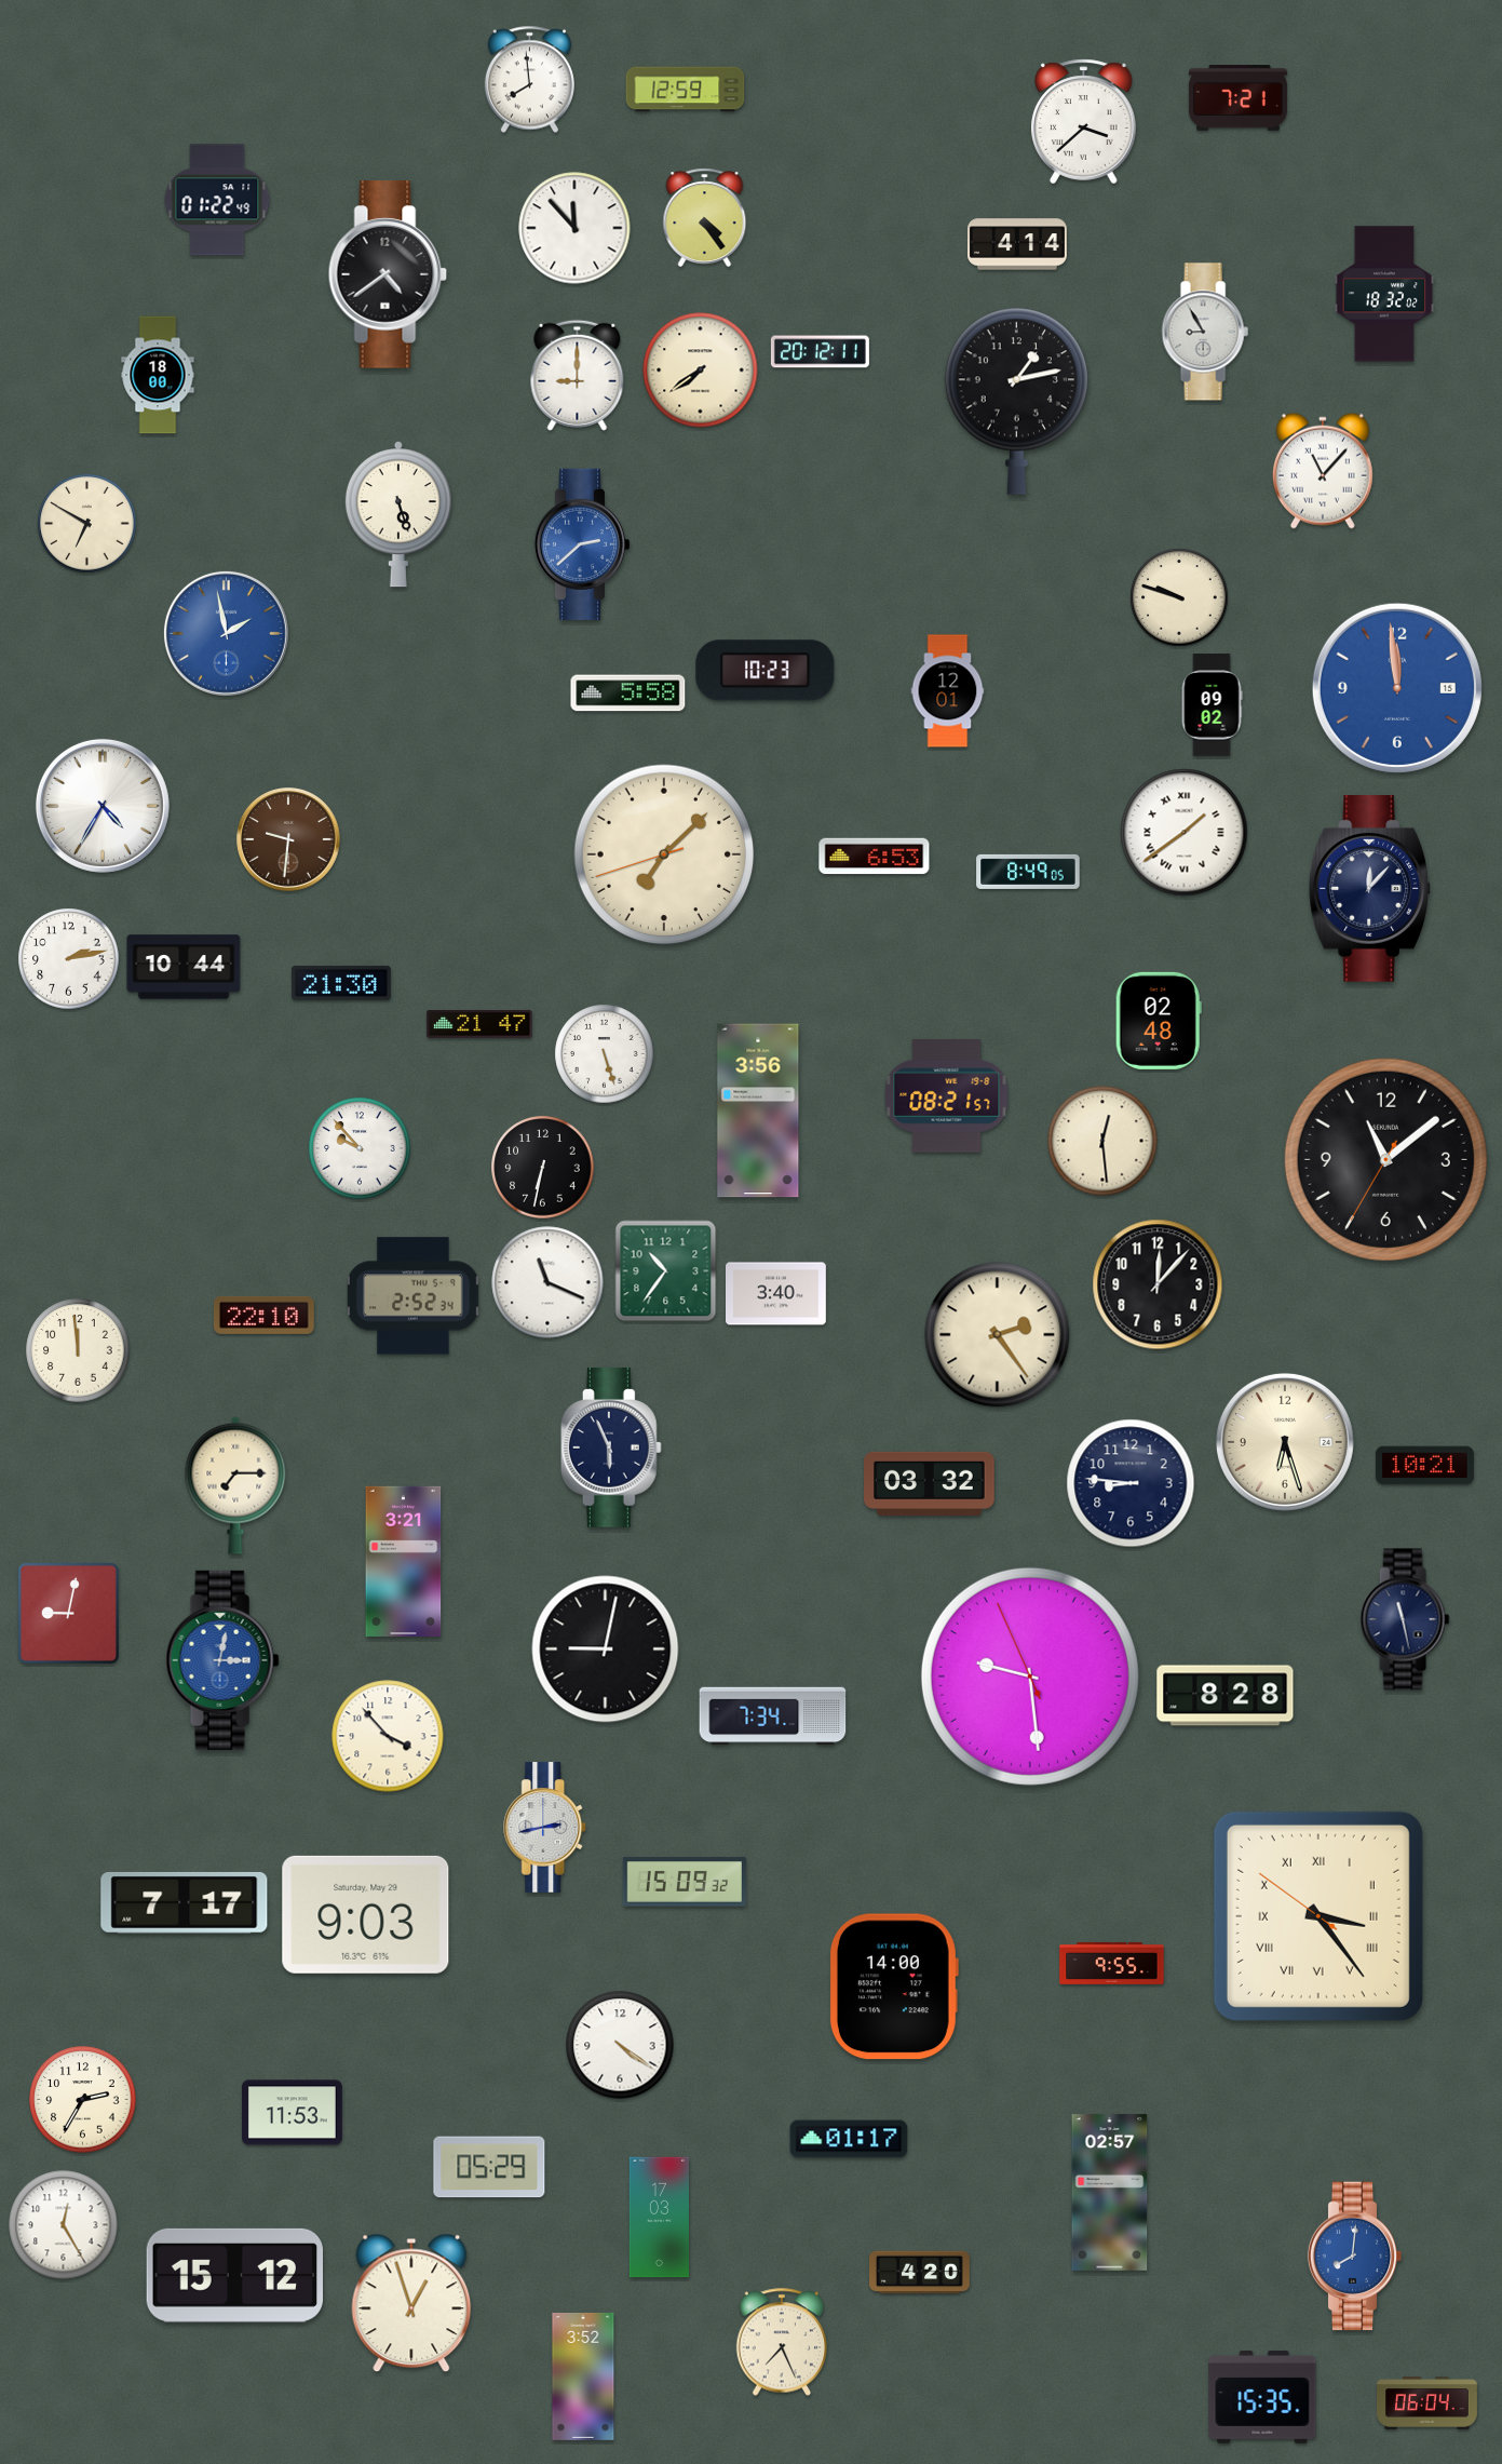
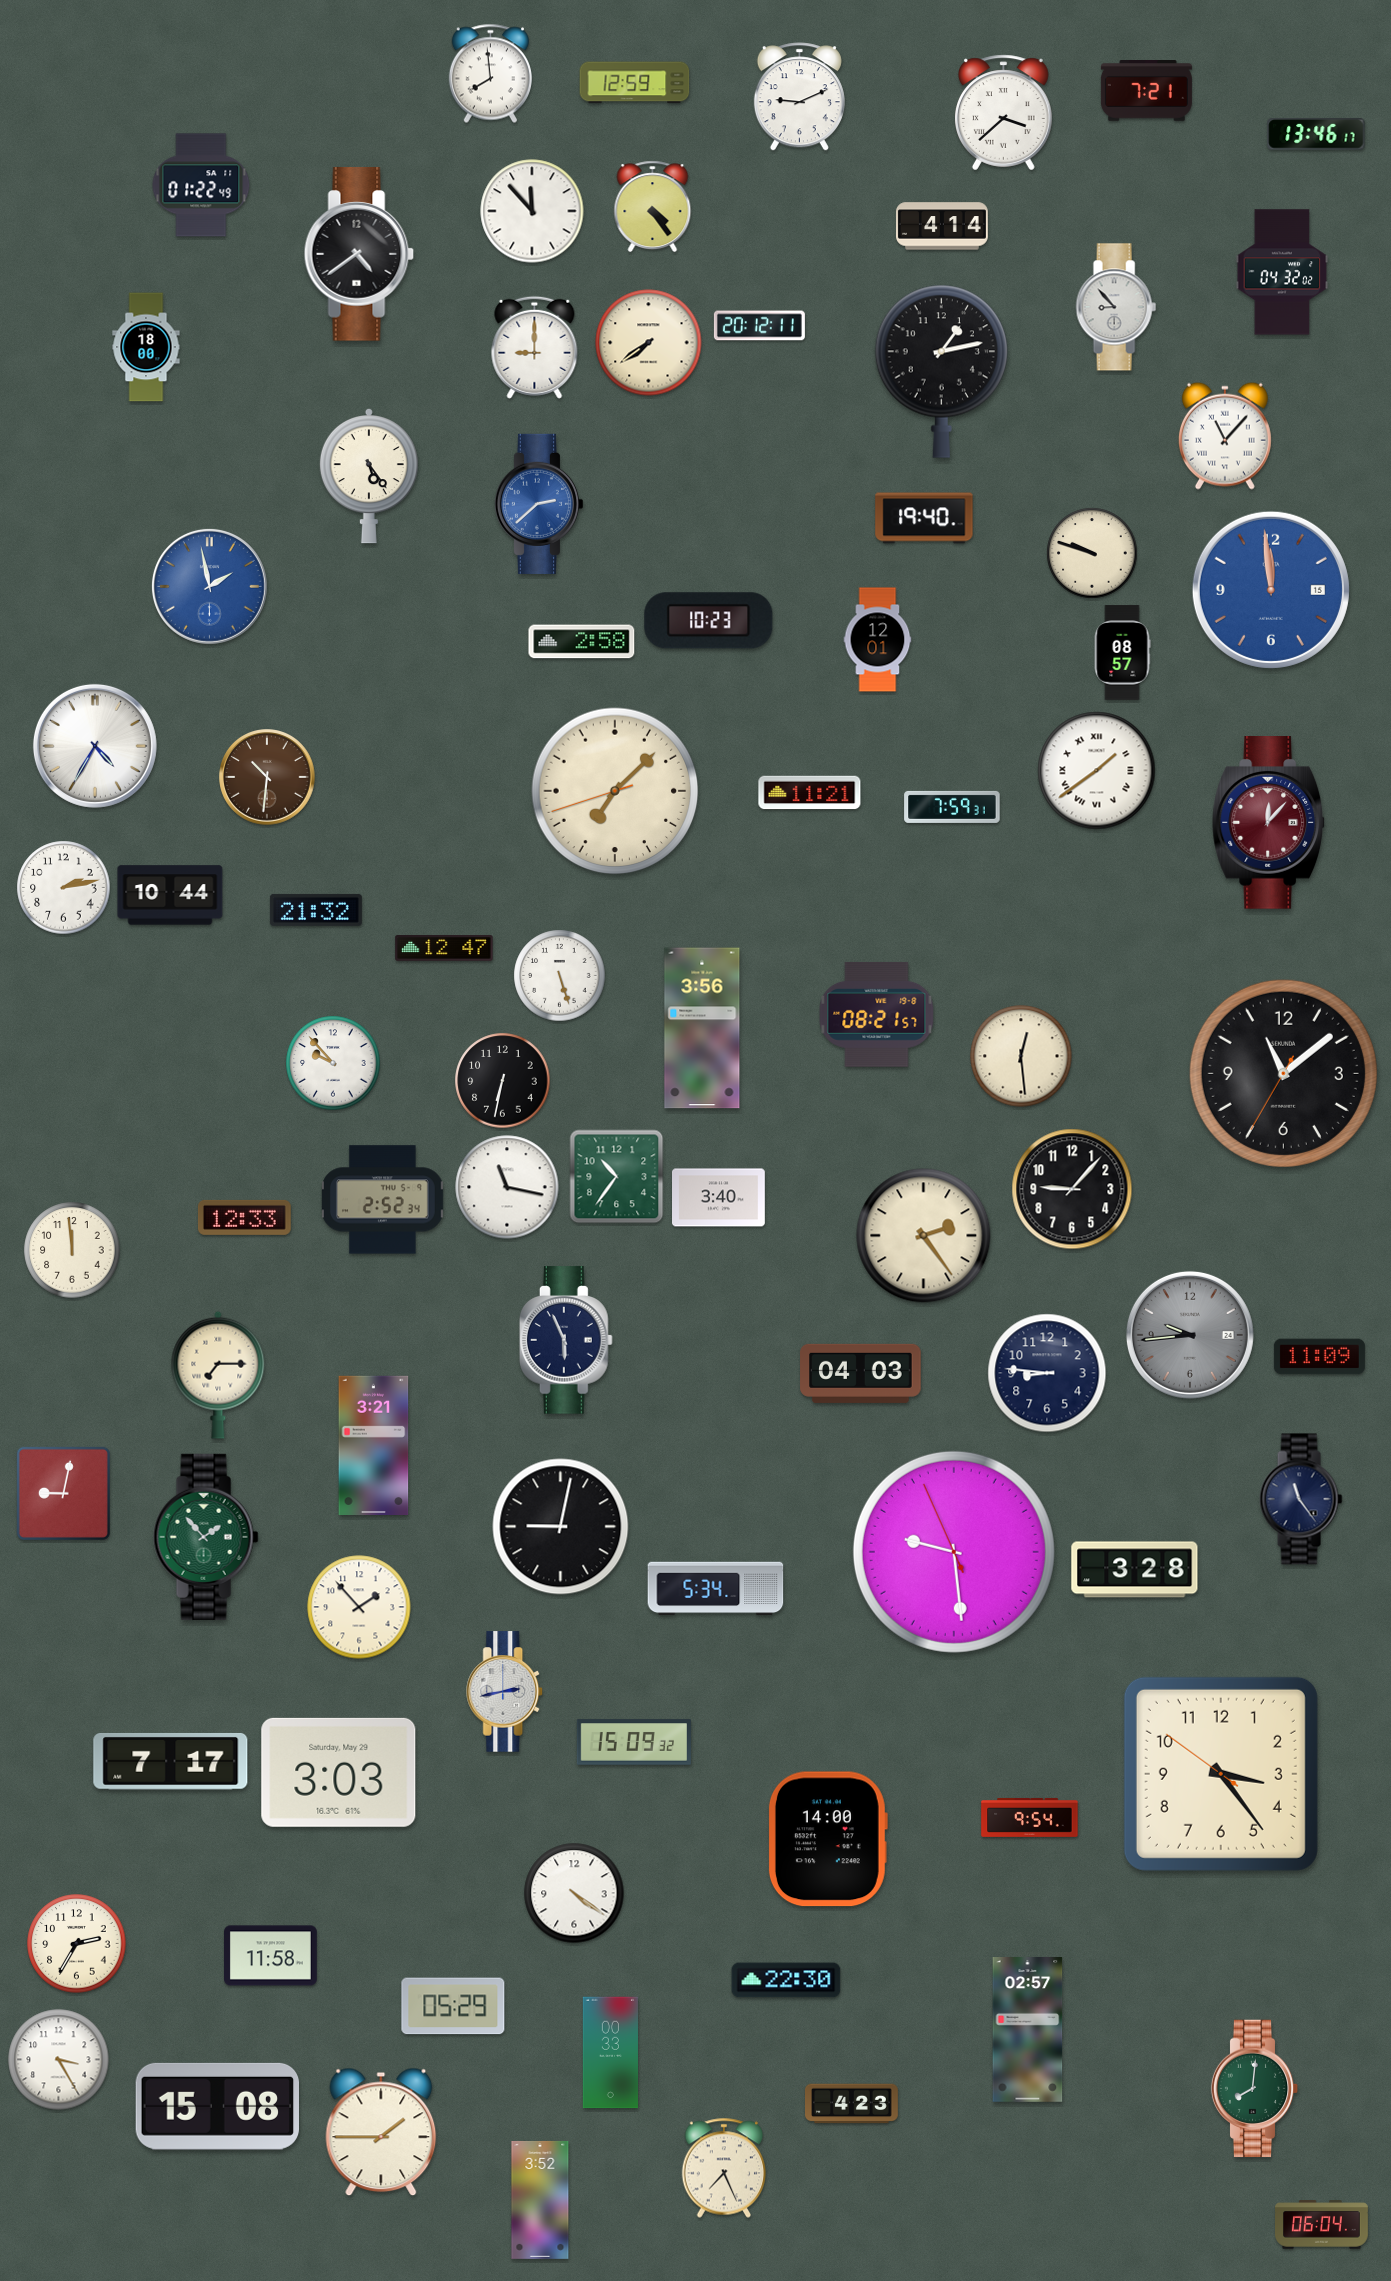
clock at (799, 97): none -> 9:11
clock at (1316, 134): none -> 13:46
clock at (705, 218) position: (705, 218) -> (653, 207)
clock at (1384, 294): 18:32 -> 04:32
clock at (1205, 332): 8:55 -> 8:53
clock at (398, 514): 5:27 -> 5:24
clock at (87, 524): 6:50 -> none
clock at (924, 518): none -> 19:40
clock at (1397, 688) position: (1397, 688) -> (1271, 590)
clock at (628, 694): 5:58 -> 2:58
clock at (1212, 705): 09:02 -> 08:57
clock at (288, 839): 9:31 -> 10:31
clock at (875, 857): 6:53 -> 11:21
clock at (1028, 872): 8:49 -> 7:59
clock at (1370, 889) dial: navy -> burgundy
clock at (341, 983): 21:30 -> 21:32
clock at (1159, 1021): 02:48 -> none
clock at (479, 1025): 21:47 -> 12:47
clock at (547, 1282): 11:19 -> 11:17
clock at (1158, 1284): 12:07 -> 9:07
clock at (263, 1315): 22:10 -> 12:33
clock at (1285, 1442): 6:27 -> 9:44
clock at (1285, 1442) dial: cream -> grey
clock at (1424, 1466): 10:21 -> 11:09
clock at (930, 1483): 03:32 -> 04:03
clock at (1405, 1619): 11:28 -> 11:24
clock at (222, 1660): 3:02 -> 1:53
clock at (222, 1660) dial: blue -> green
clock at (1226, 1696): 8:28 -> 3:28
clock at (773, 1716): 7:34 -> 5:34
clock at (388, 1736): 3:53 -> 1:53
clock at (366, 1914): 9:03 -> 3:03
clock at (1318, 1916) numerals: Roman -> Arabic
clock at (1112, 1963): 9:55 -> 9:54
clock at (293, 2113): 11:53 -> 11:58
clock at (849, 2139): 01:17 -> 22:30
clock at (659, 2218): 17:03 -> 00:33
clock at (64, 2225): 12:25 -> 3:25
clock at (1355, 2257) dial: blue -> green
clock at (920, 2273): 4:20 -> 4:23
clock at (234, 2275): 15:12 -> 15:08
clock at (411, 2303): 12:57 -> 1:45
clock at (1262, 2397): 15:35 -> none
